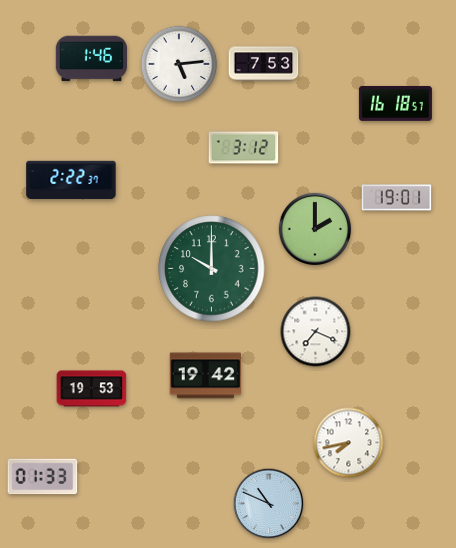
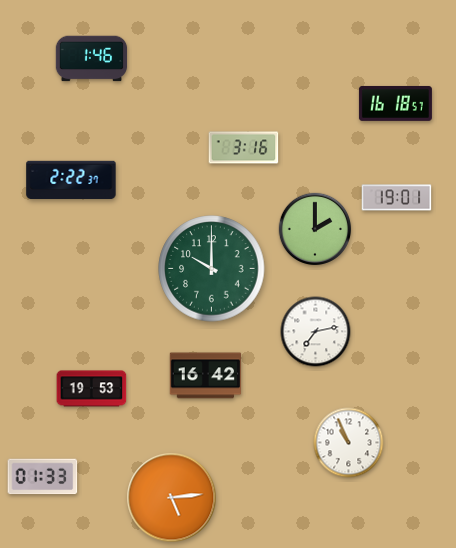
clock at (179, 64): 5:14 -> none
clock at (264, 64): 7:53 -> none
clock at (244, 148): 3:12 -> 3:16
clock at (316, 332): 7:19 -> 7:13
clock at (206, 376): 19:42 -> 16:42
clock at (349, 443): 7:43 -> 10:56
clock at (172, 498): none -> 5:14
clock at (269, 504): 10:49 -> none
